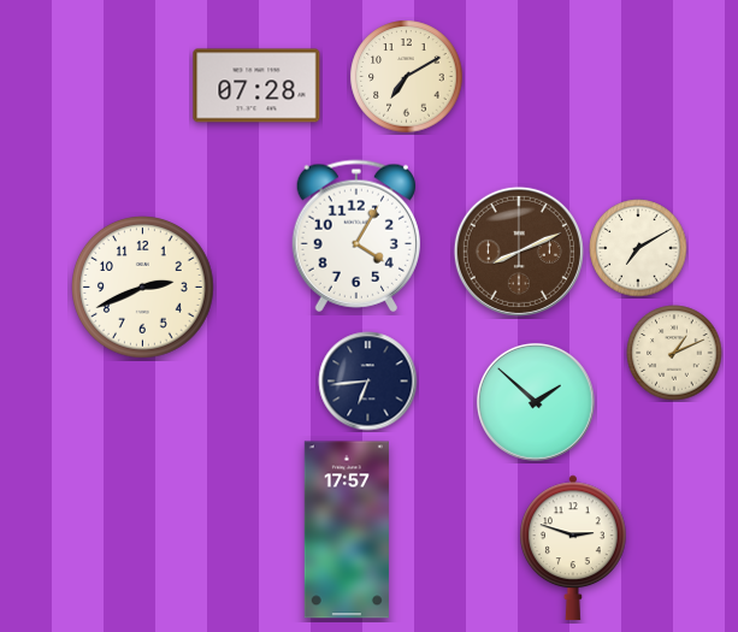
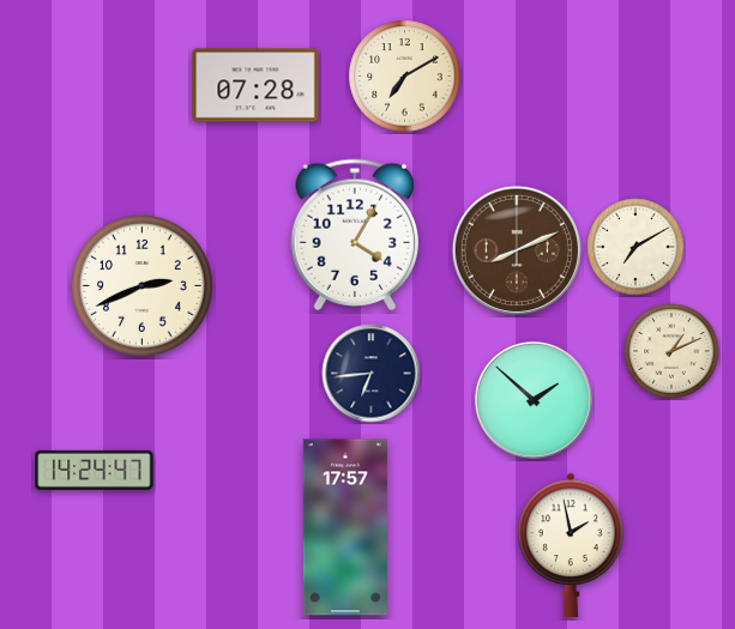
clock at (368, 382) position: (368, 382) -> (372, 374)
clock at (95, 470): none -> 14:24
clock at (574, 548): 2:48 -> 1:58
